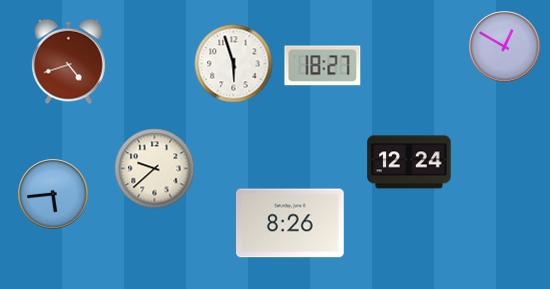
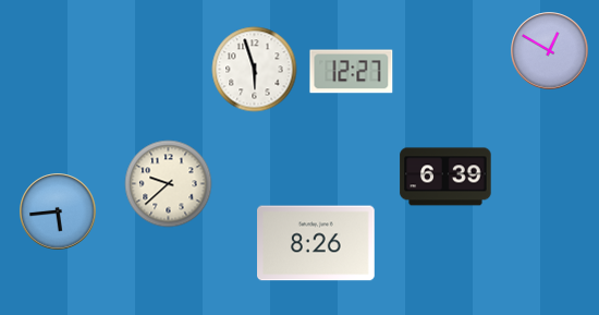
clock at (69, 62): 4:42 -> none
clock at (323, 66): 18:27 -> 12:27
clock at (409, 162): 12:24 -> 6:39
